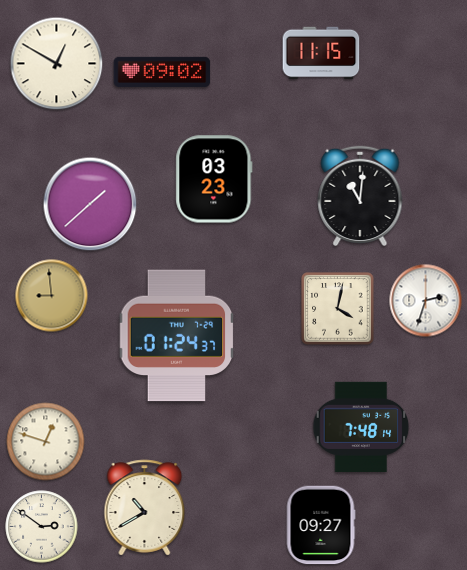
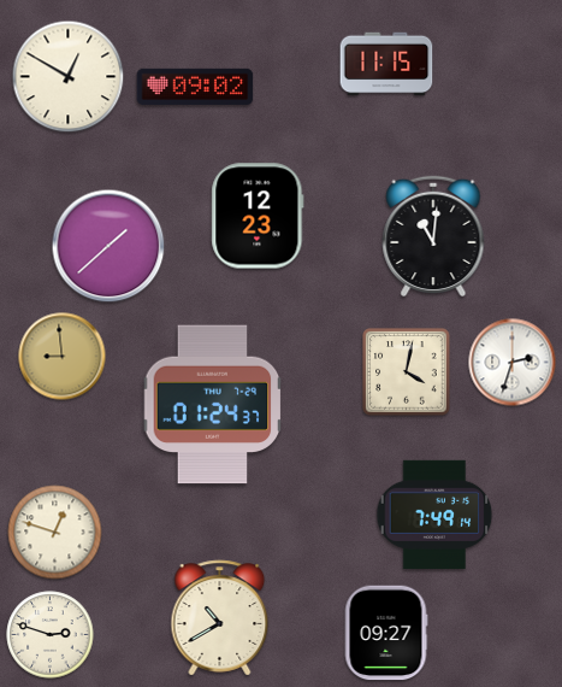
clock at (214, 179): 03:23 -> 12:23
clock at (361, 427): 7:48 -> 7:49
clock at (145, 508) position: (145, 508) -> (220, 618)
clock at (42, 527): 2:51 -> 2:48
